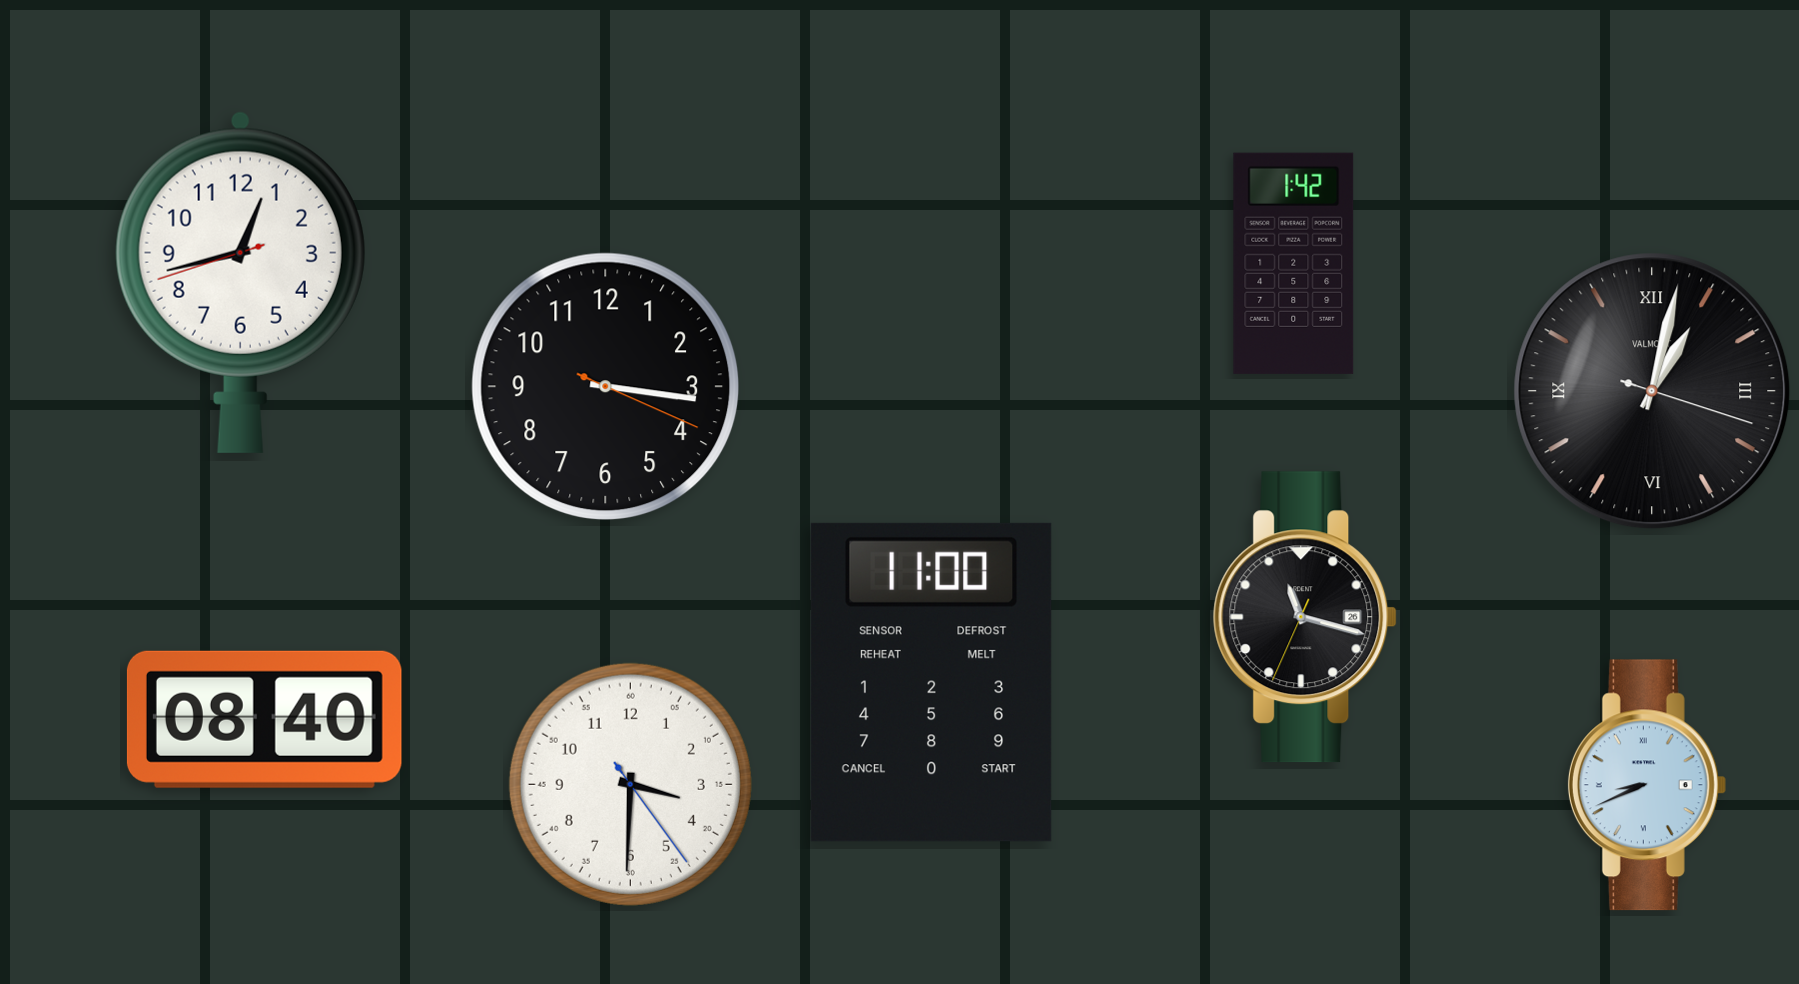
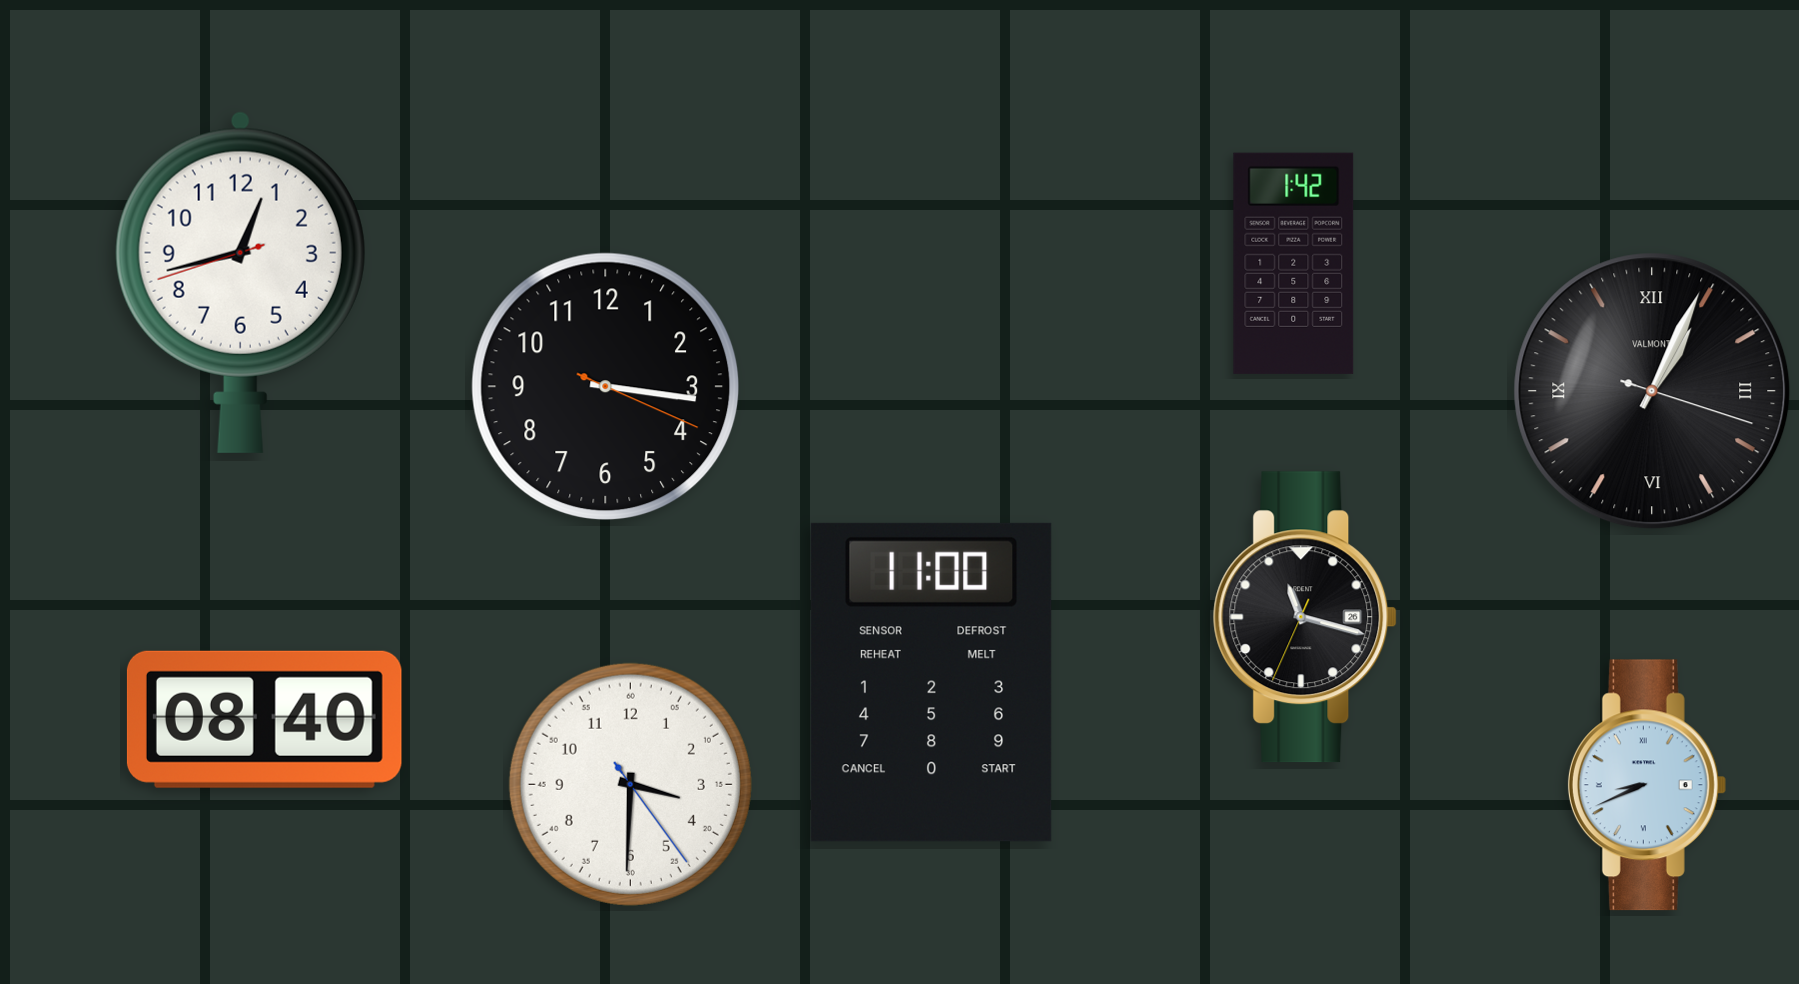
clock at (1652, 391): 1:02 -> 1:04
